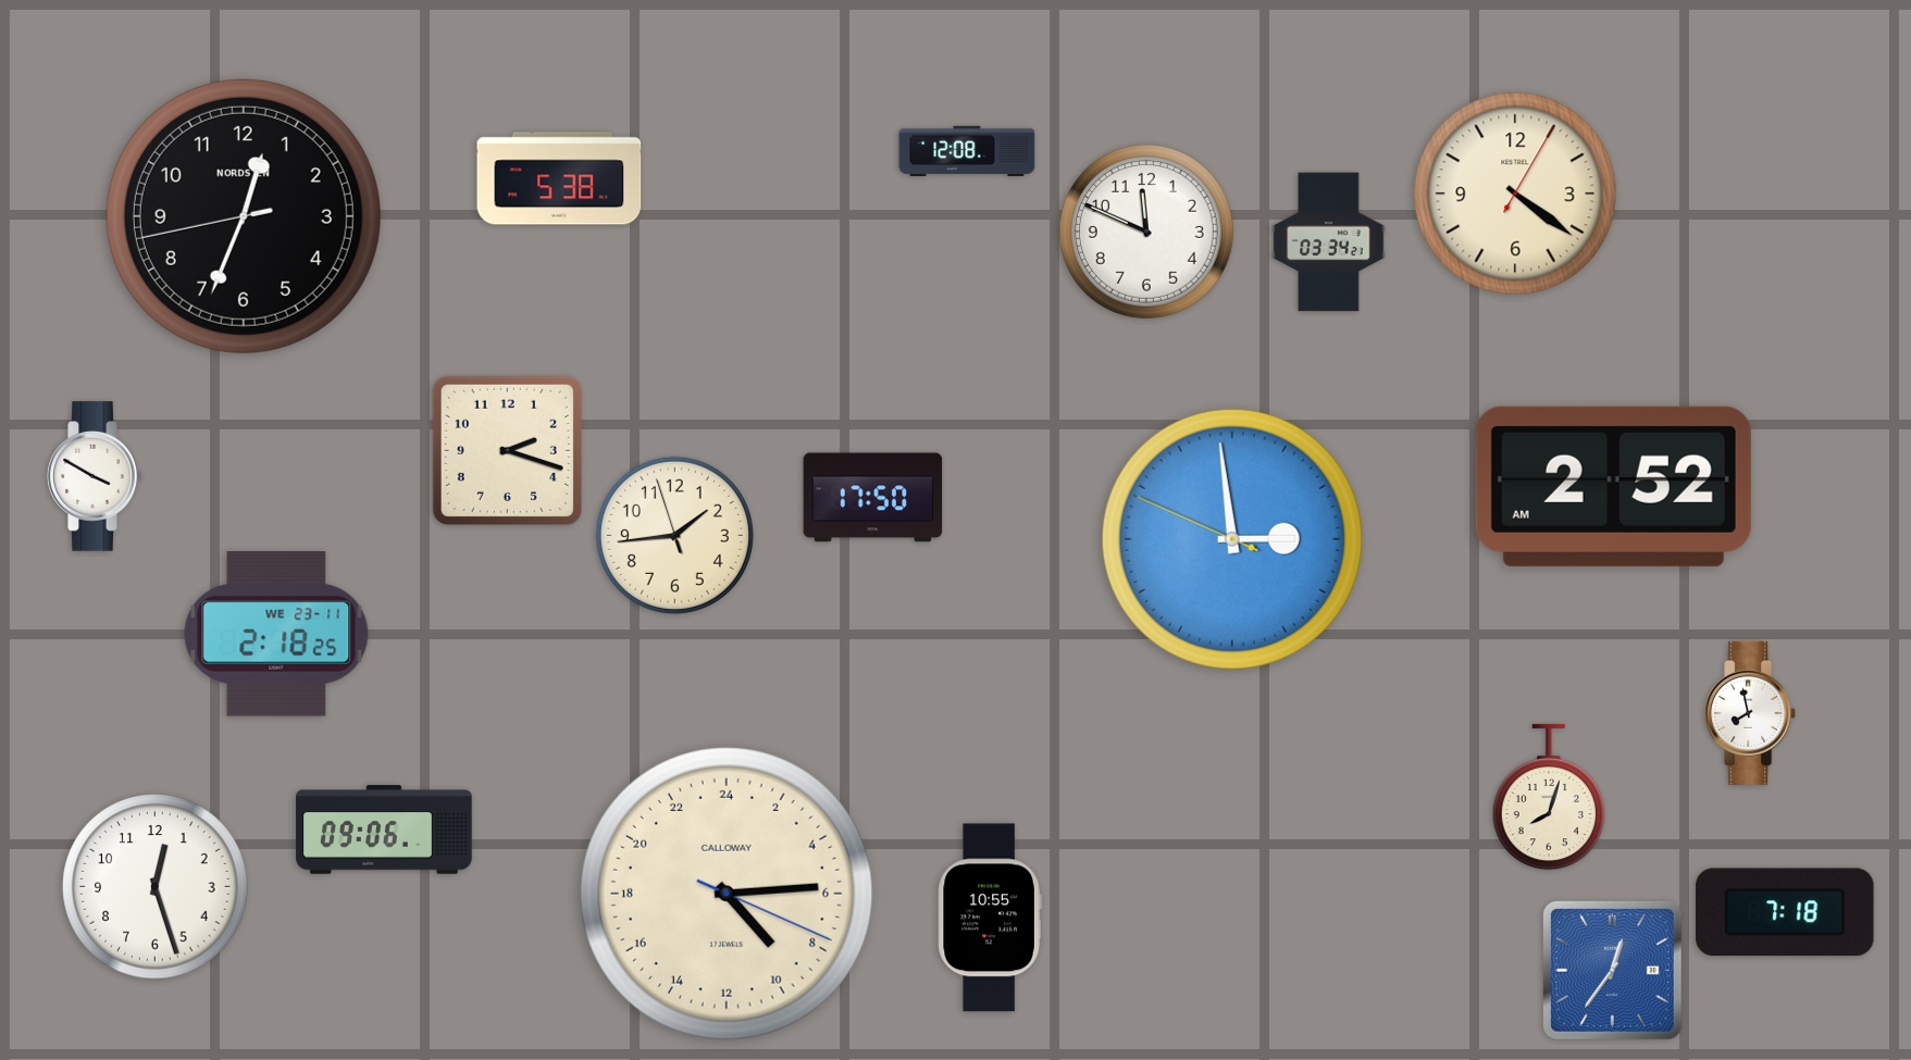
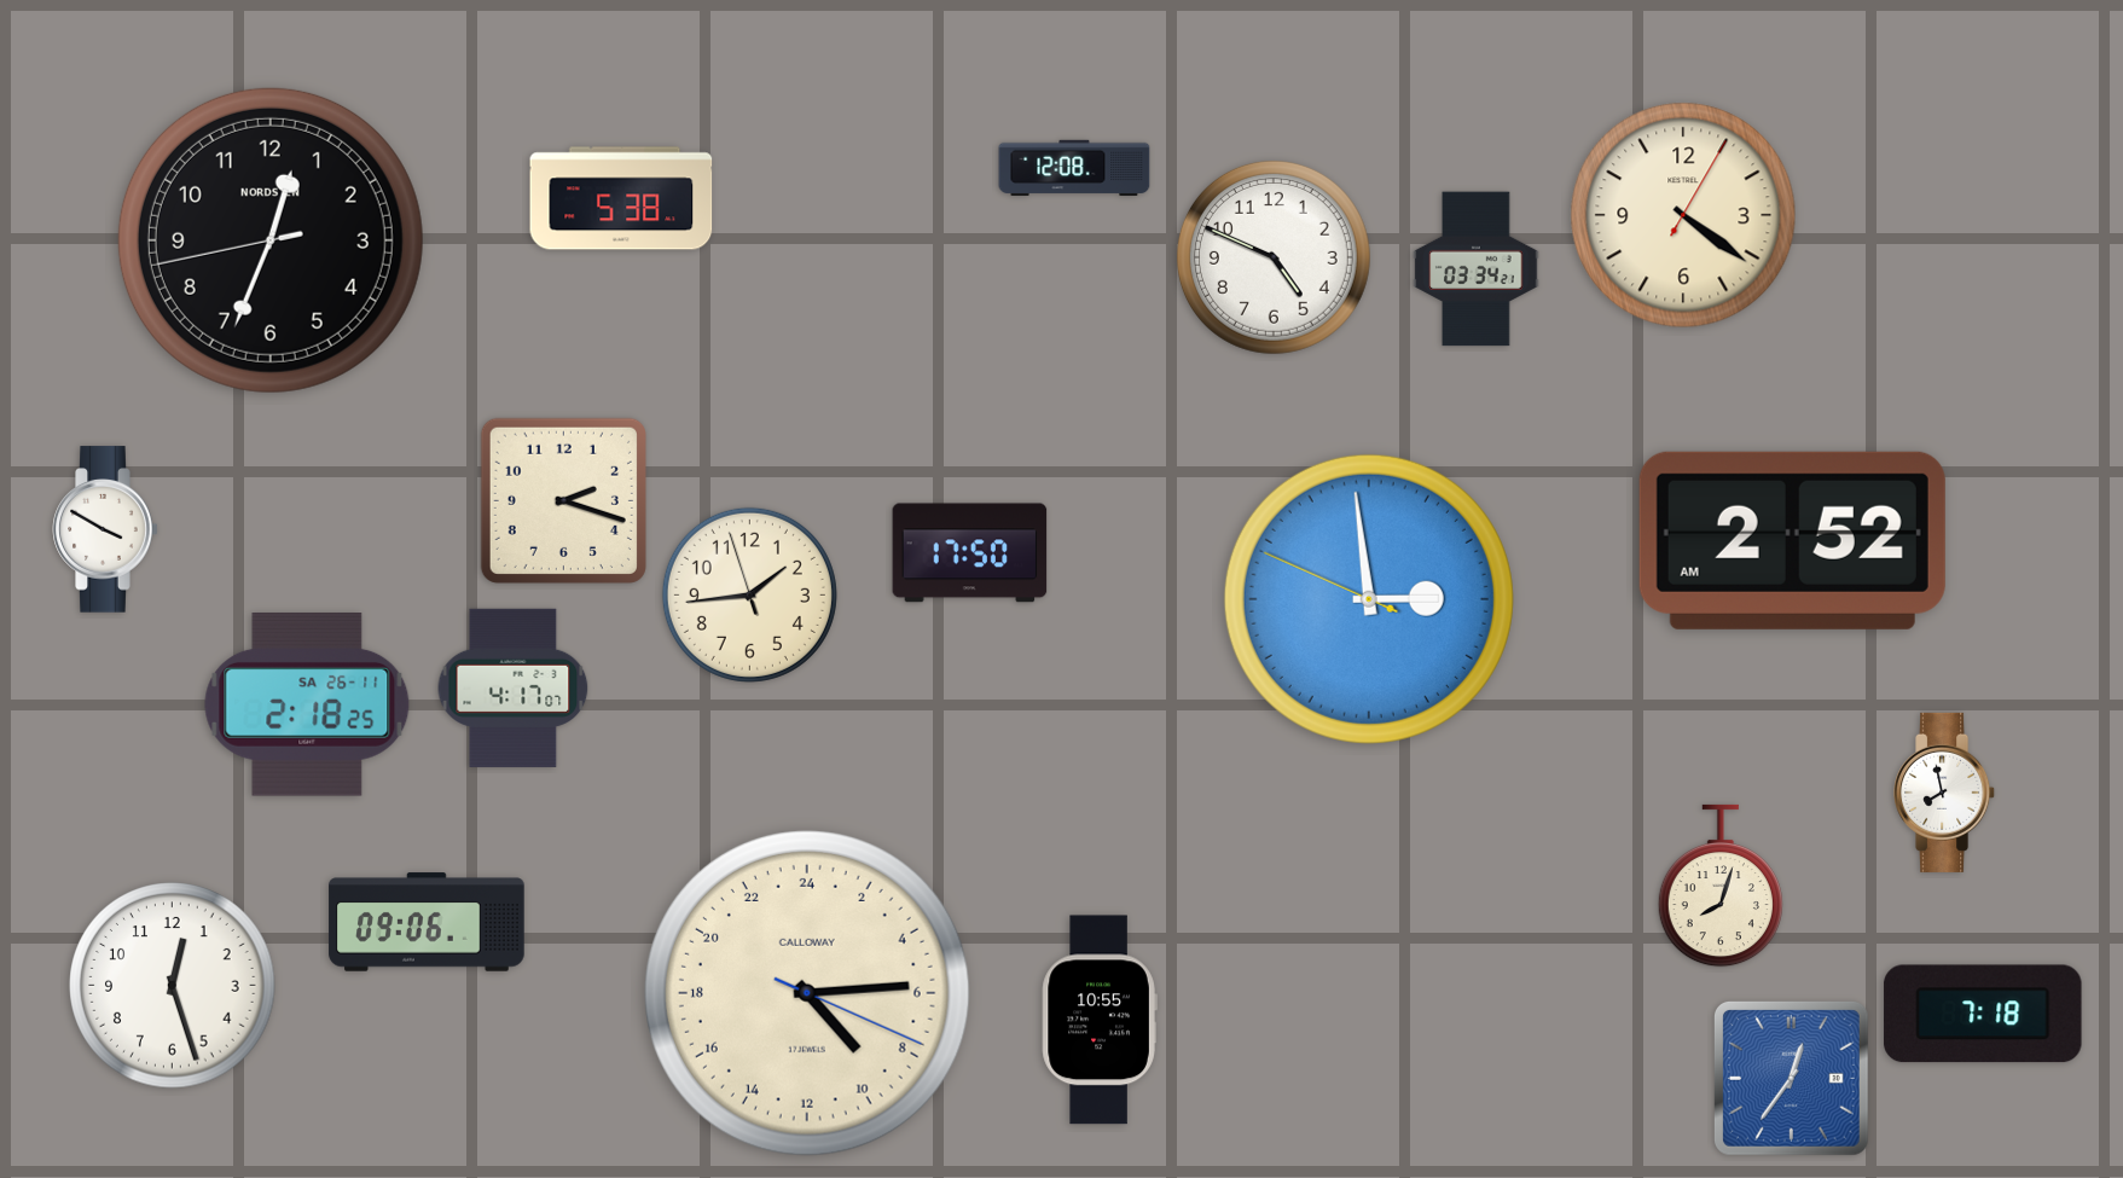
clock at (1146, 232): 11:49 -> 4:49
clock at (514, 687): none -> 4:17
clock at (276, 635) date: WE 23-11 -> SA 26-11
